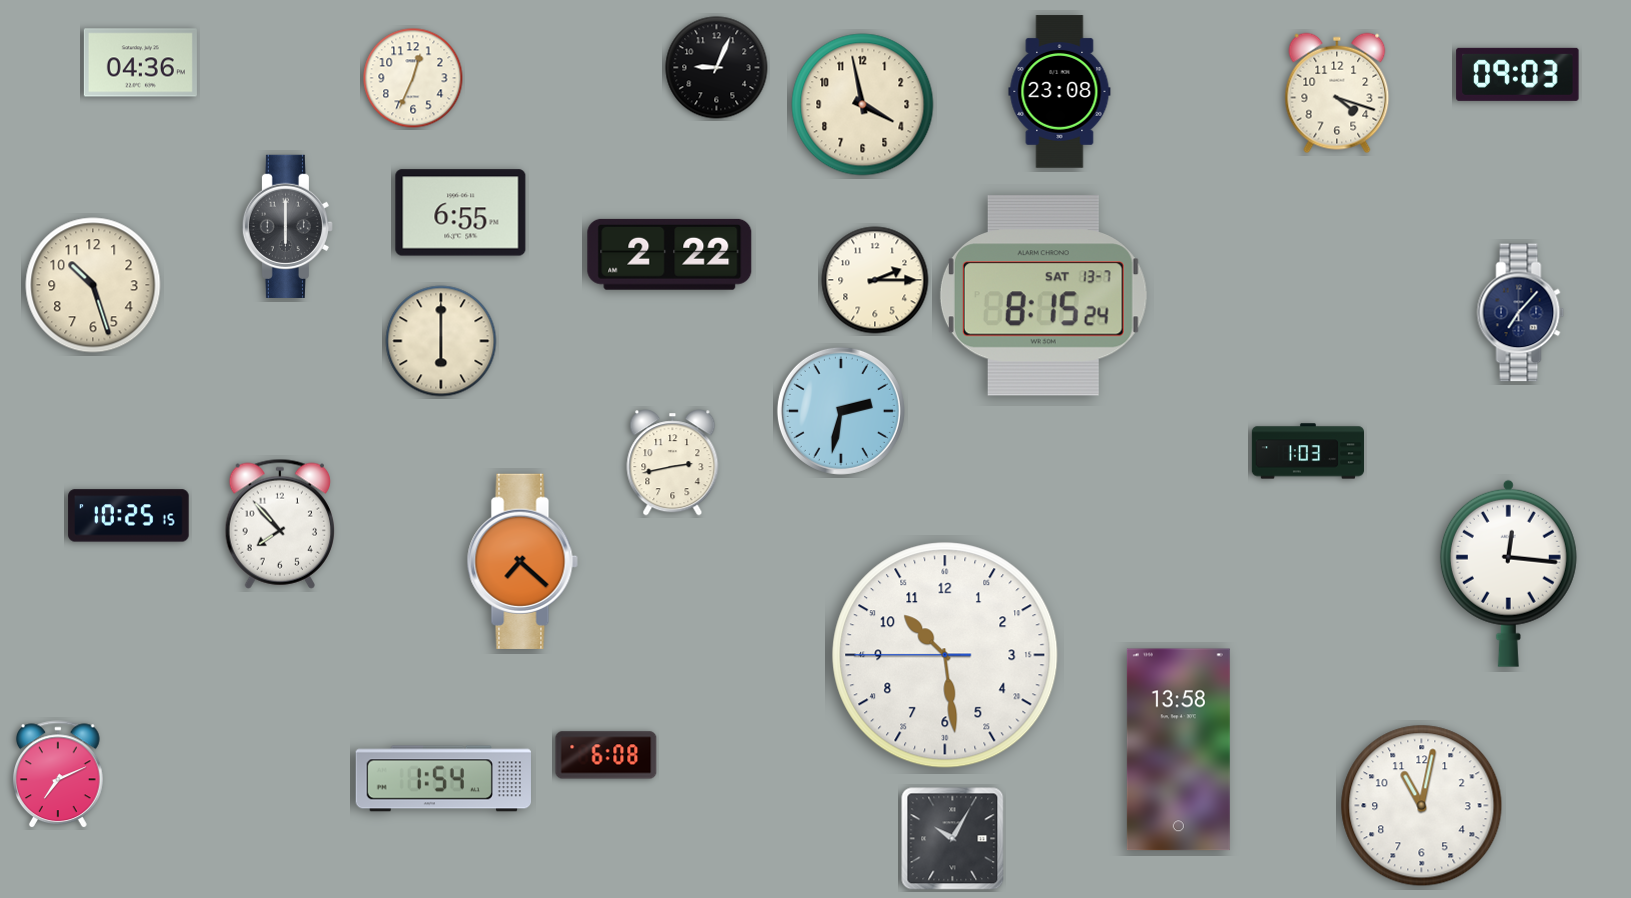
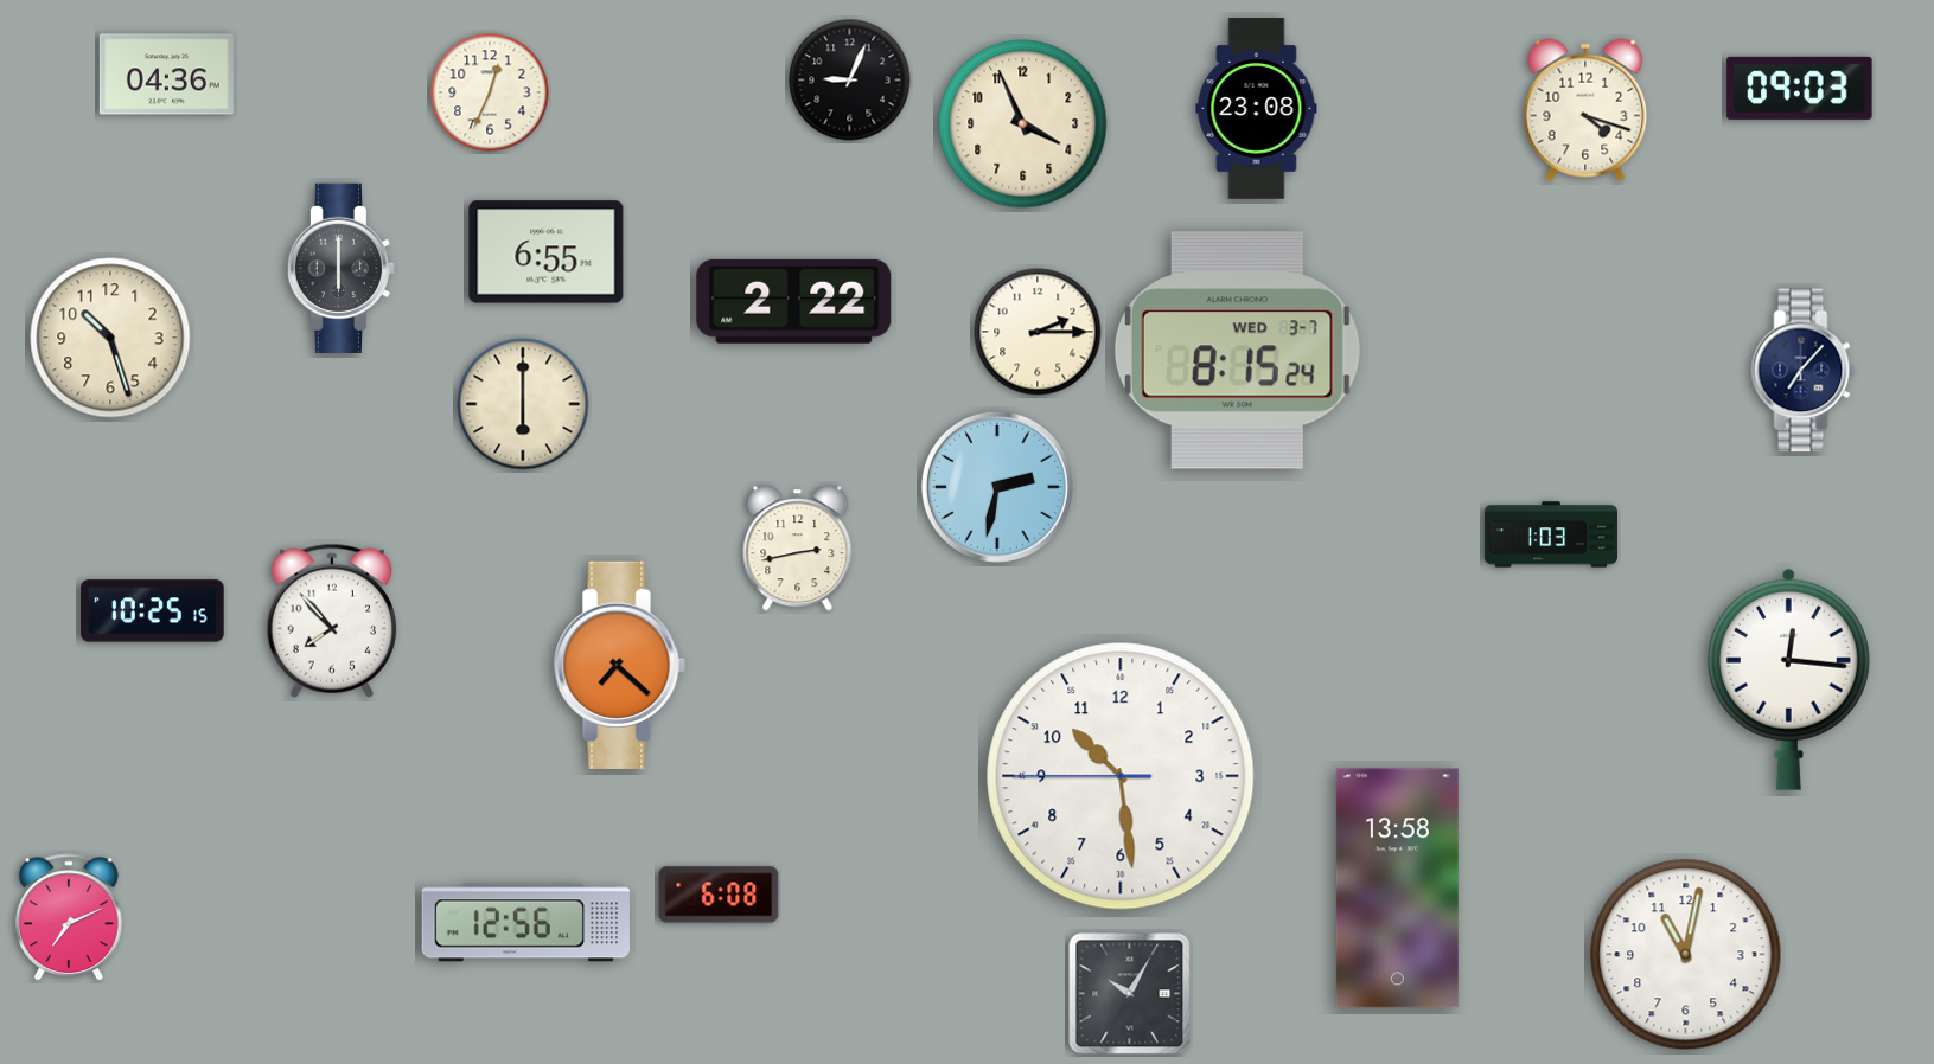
clock at (863, 105): 3:58 -> 3:56
clock at (1043, 296) date: SAT 13-7 -> WED 3-7
clock at (443, 779): 1:54 -> 12:56
